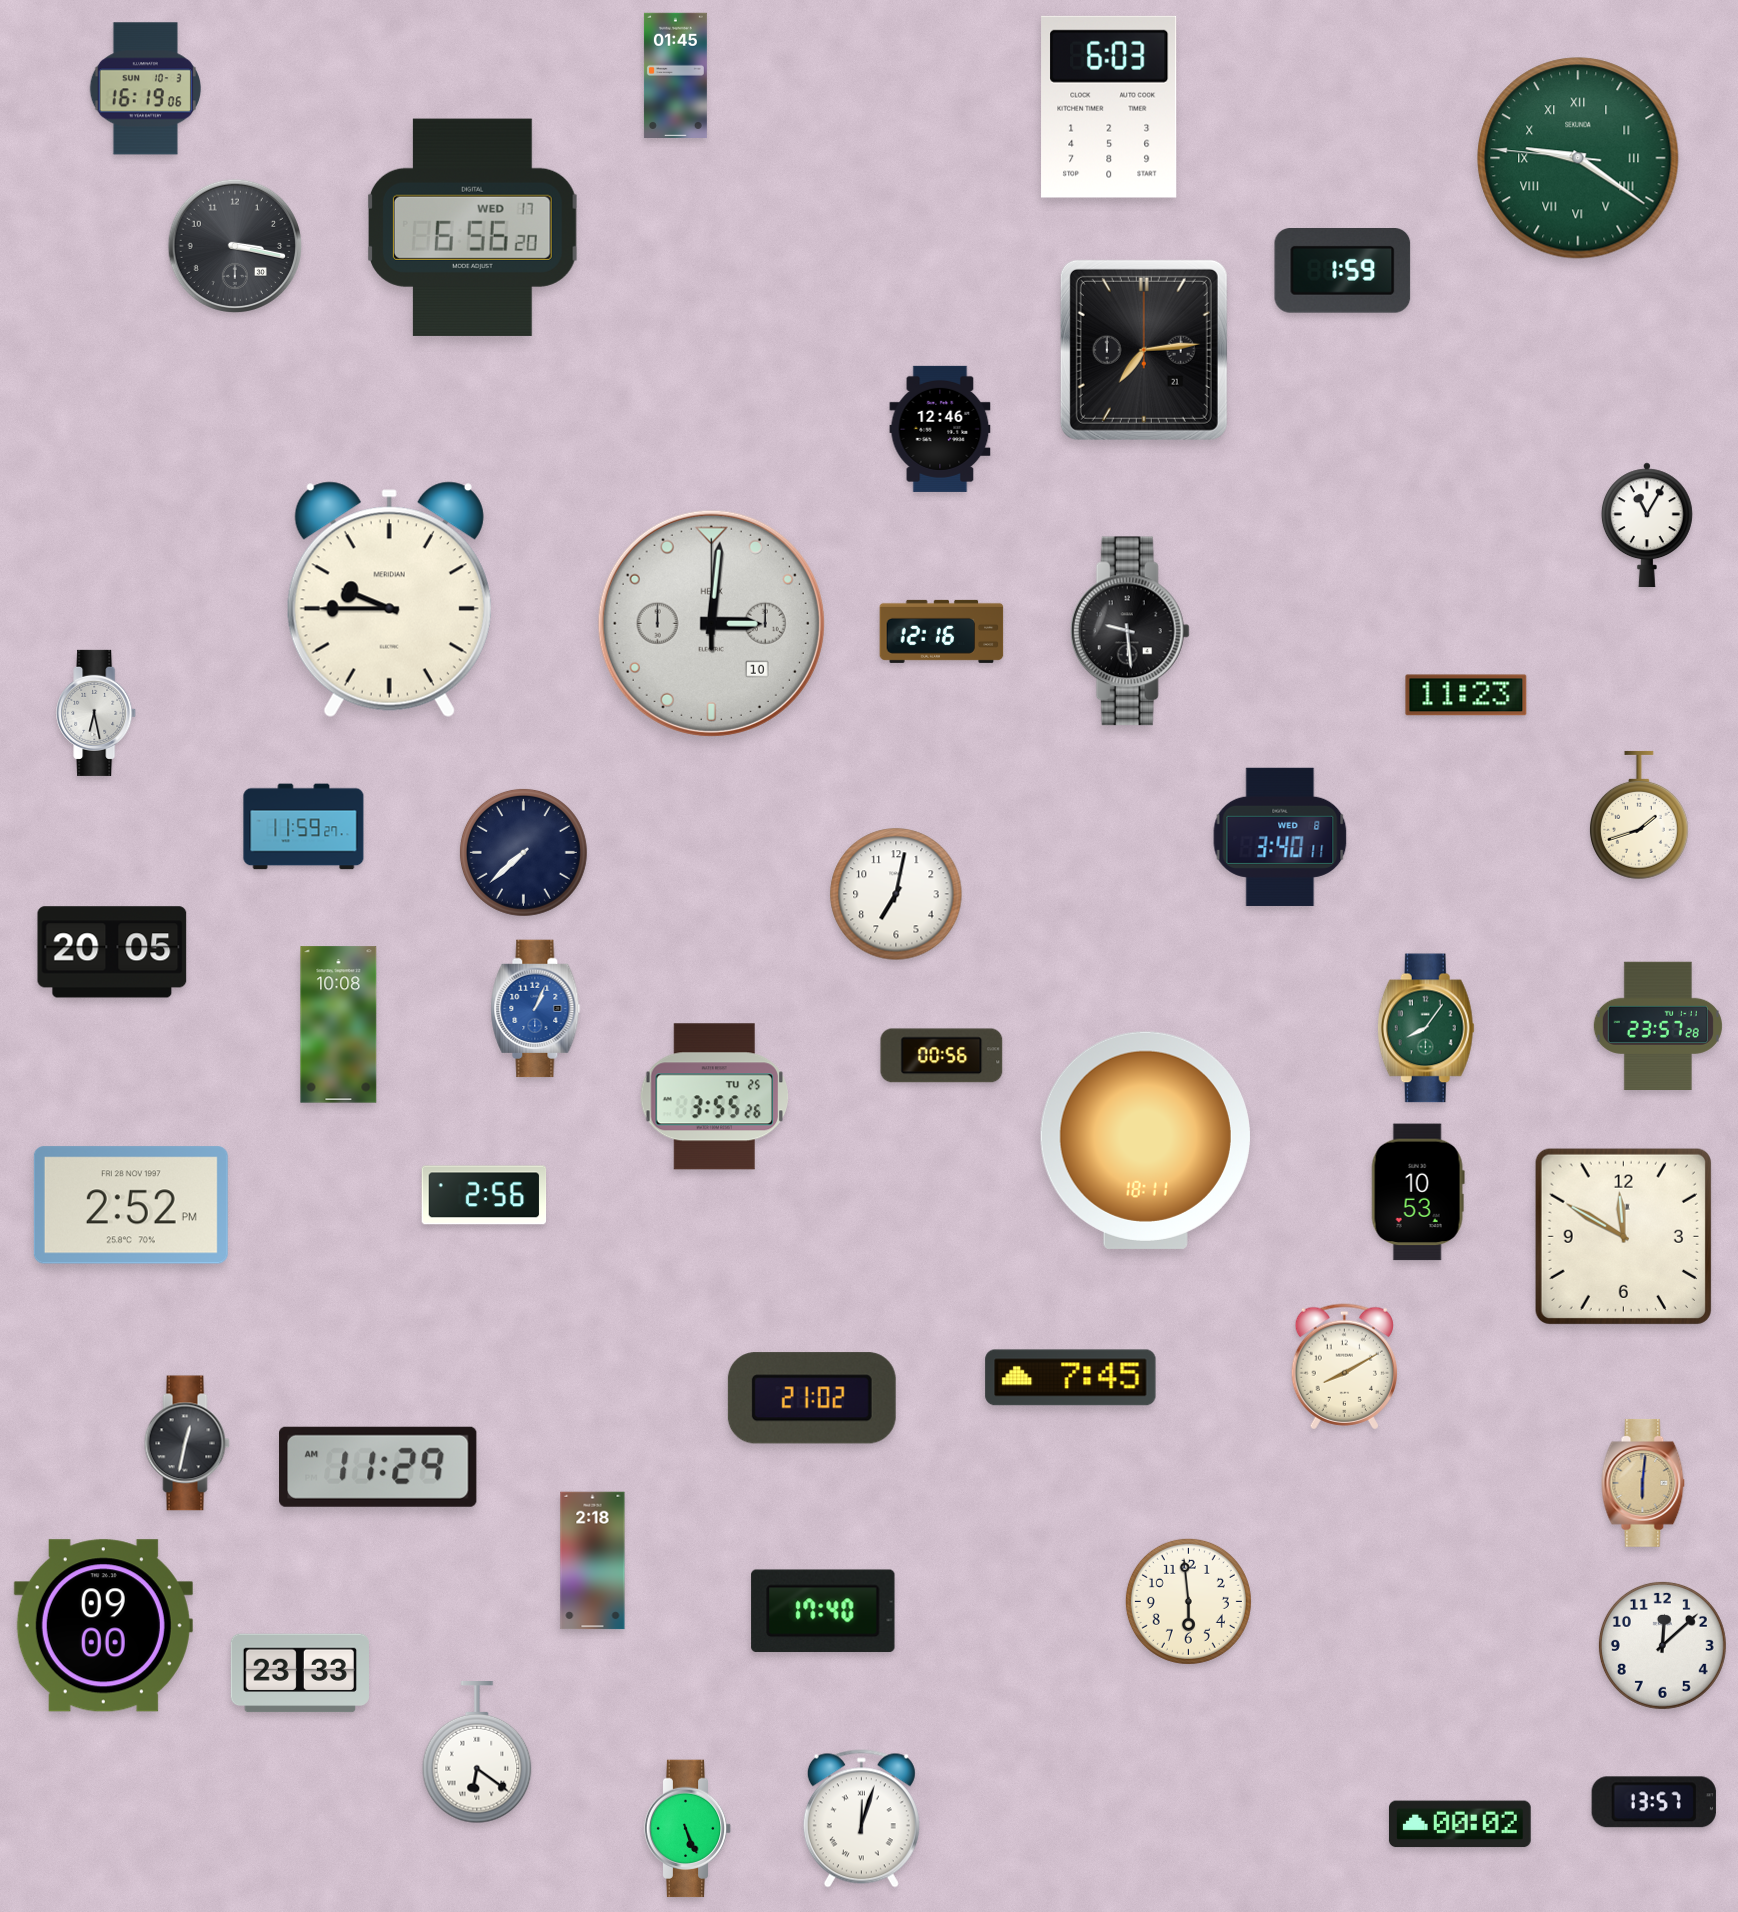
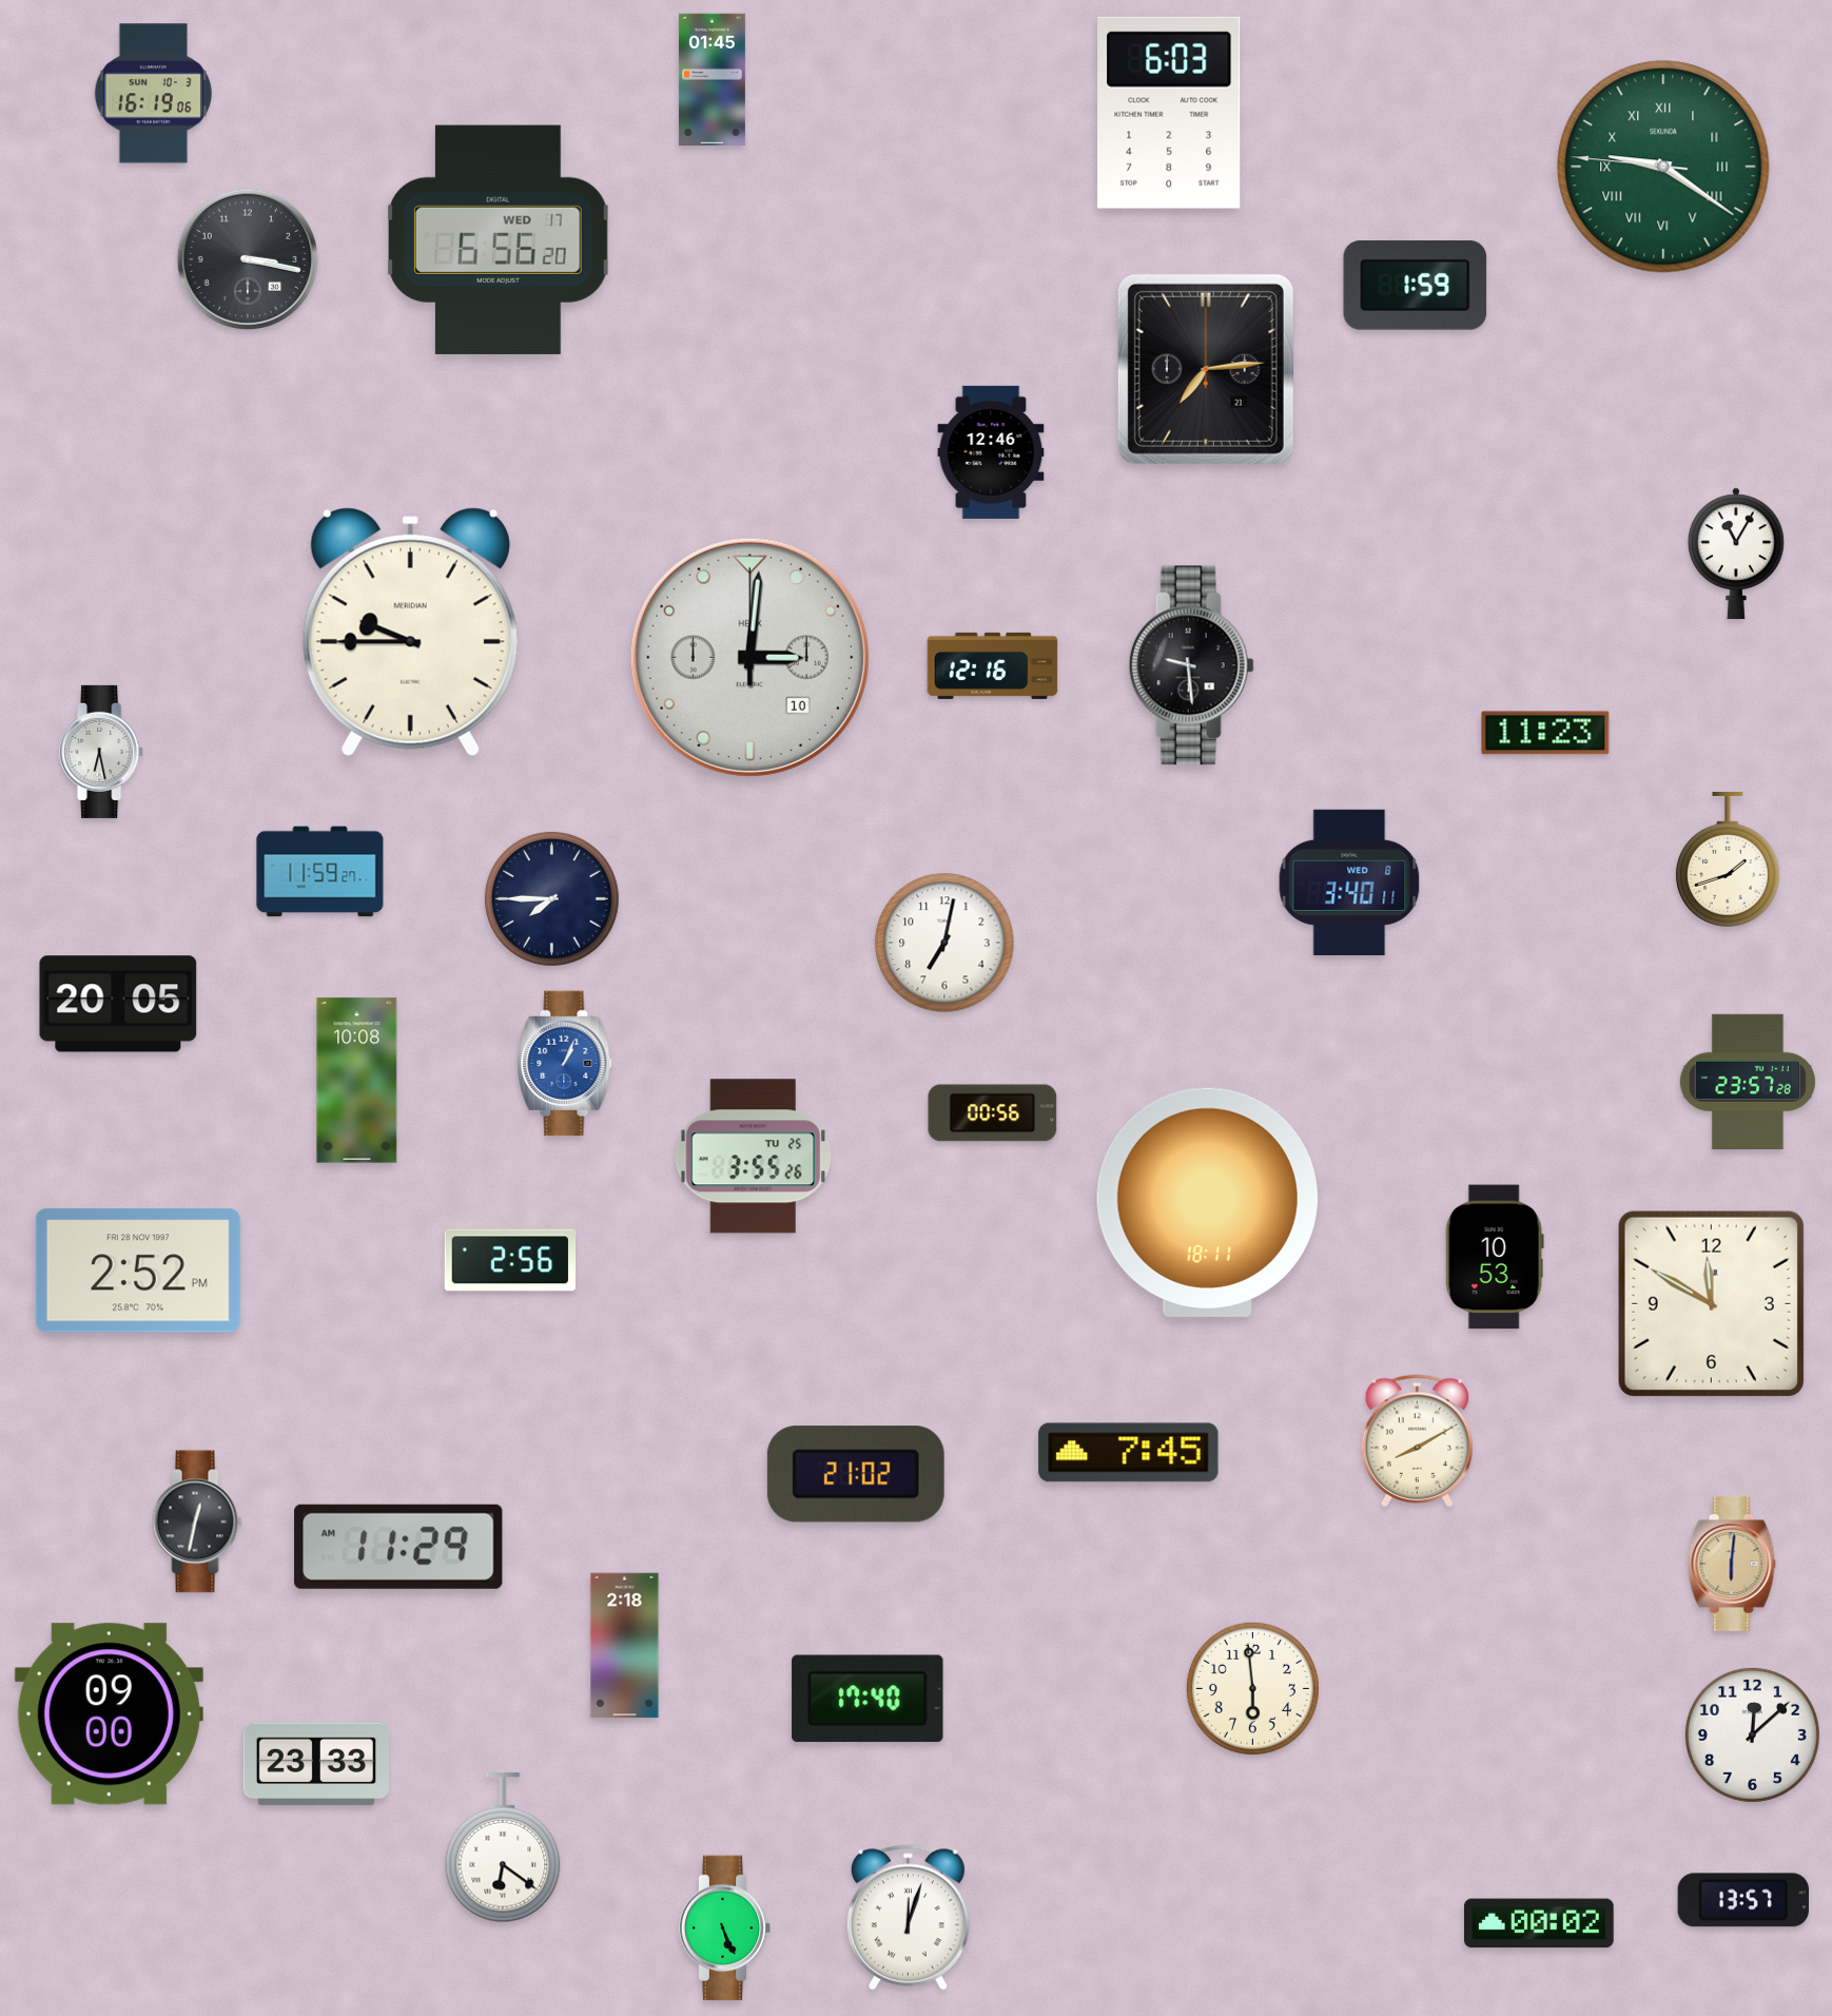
clock at (523, 852): 7:38 -> 7:45
clock at (1426, 1028): 8:06 -> none
